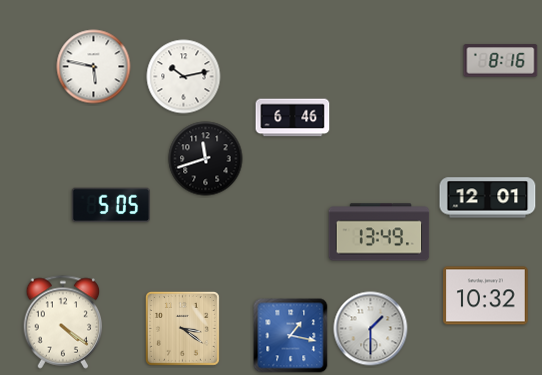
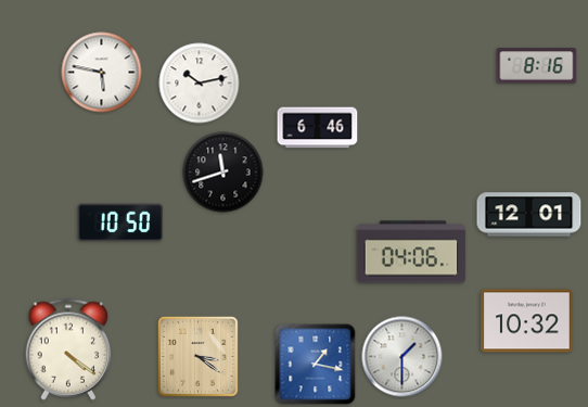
clock at (501, 61) position: (501, 61) -> (537, 66)
clock at (110, 205): 5:05 -> 10:50
clock at (379, 232): 13:49 -> 04:06
